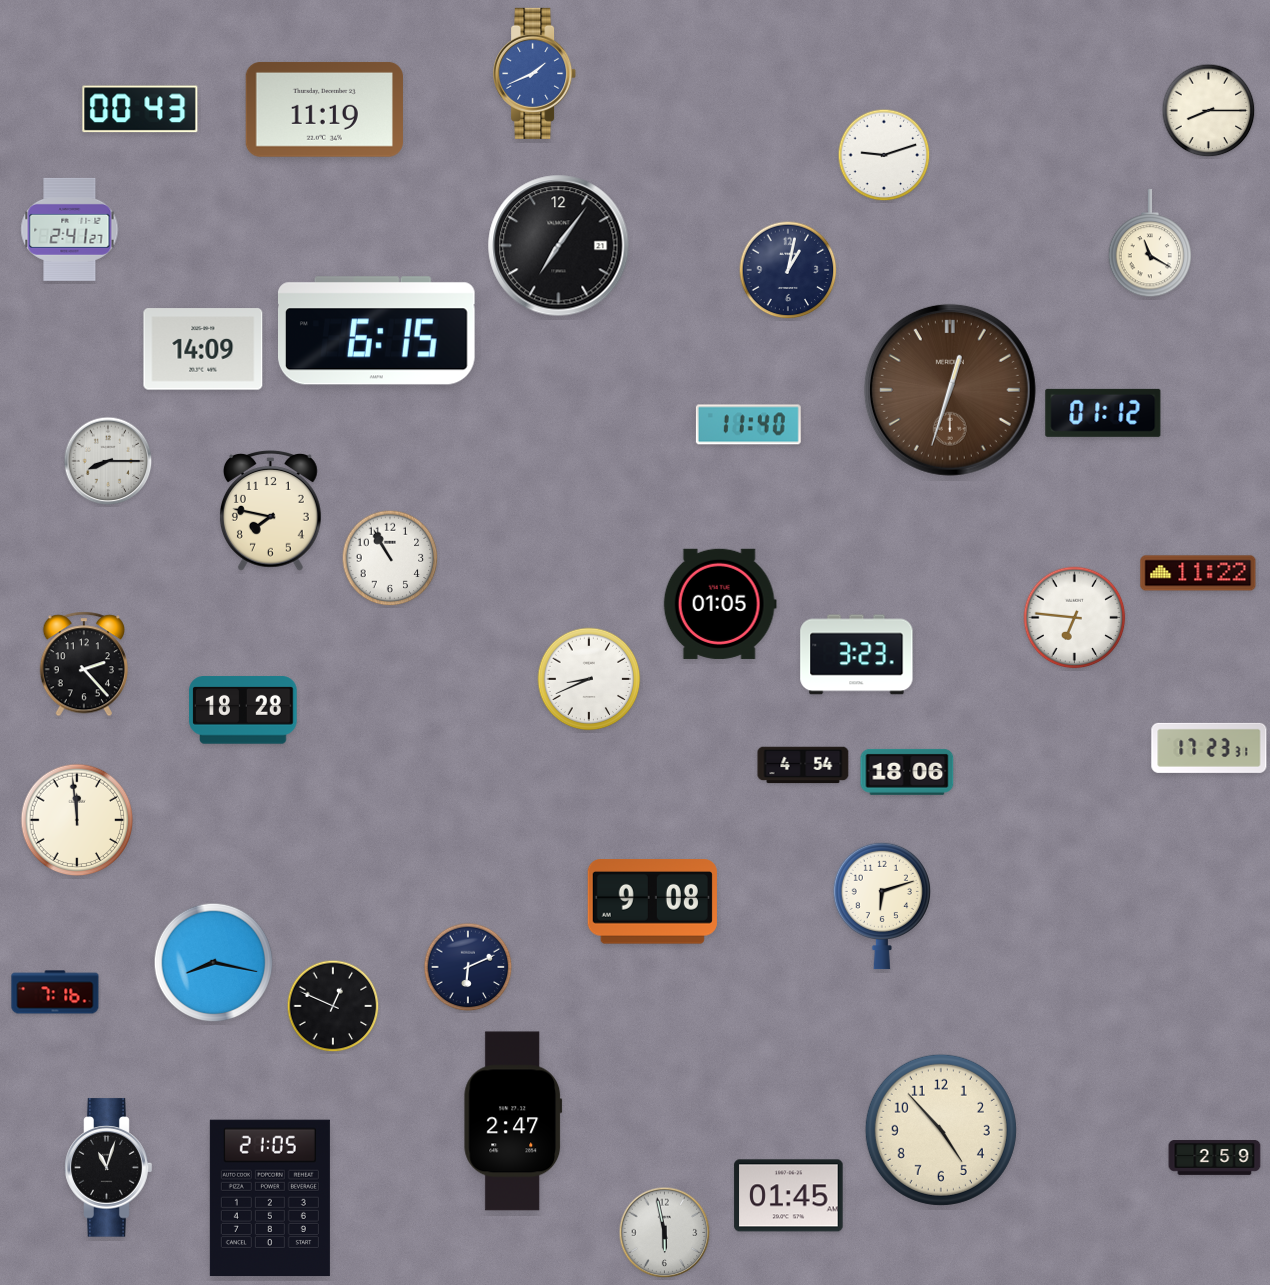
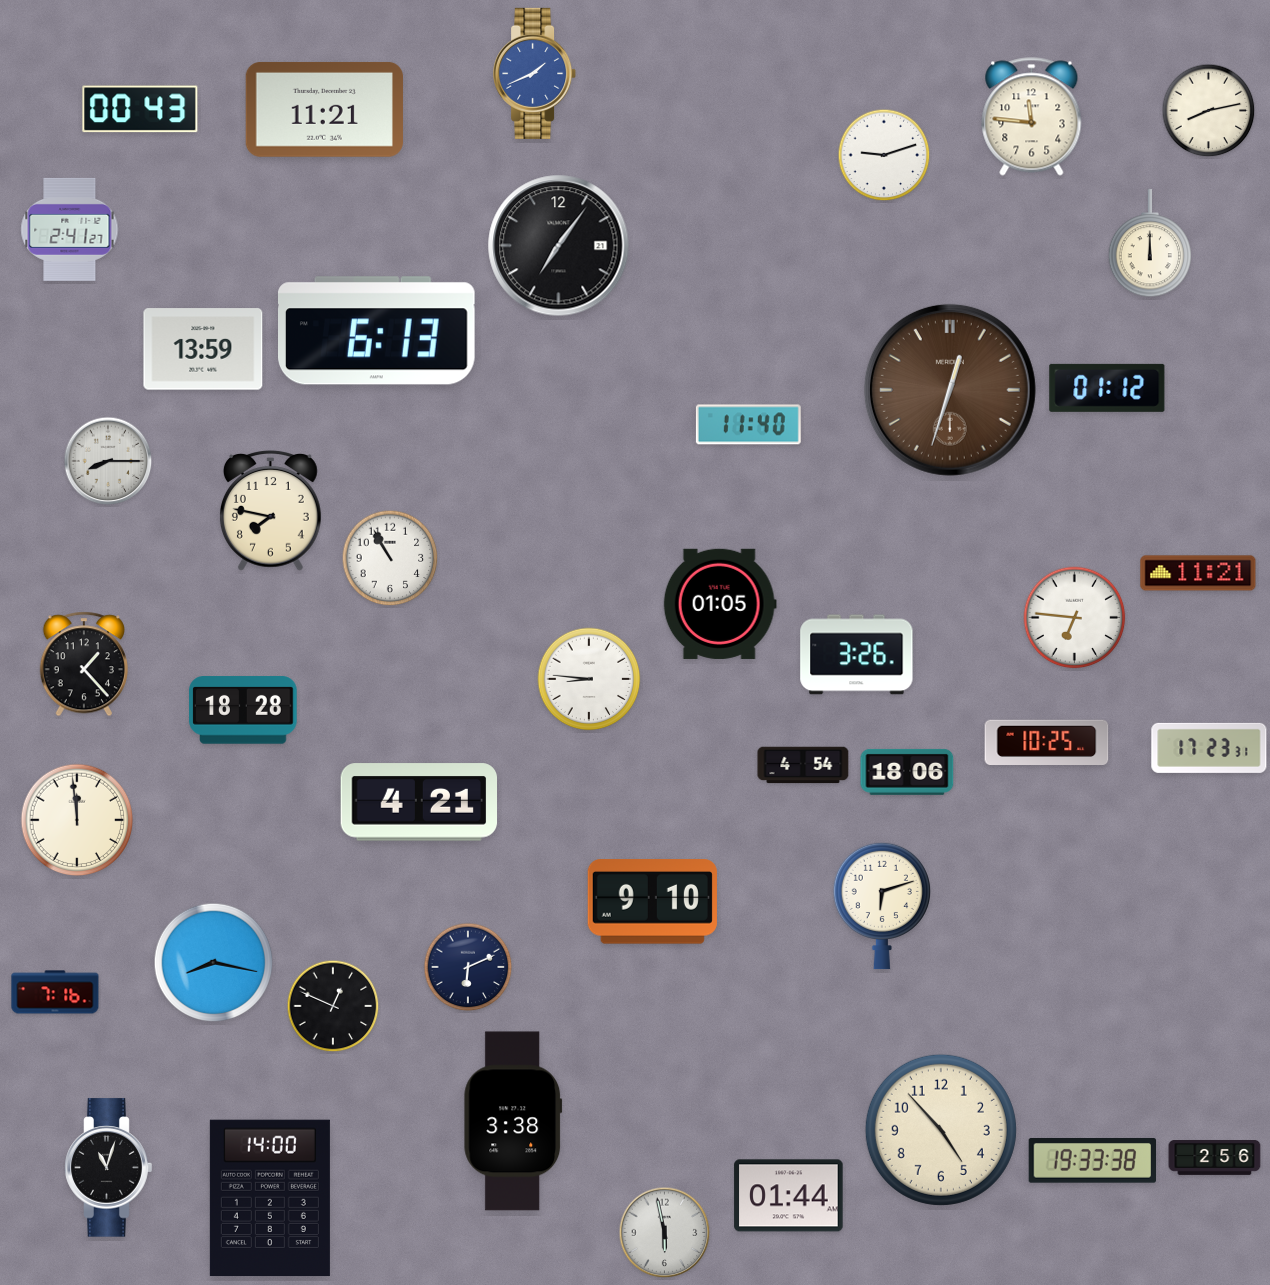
clock at (324, 109): 11:19 -> 11:21
clock at (1209, 111): 8:15 -> 8:13
clock at (1032, 117): none -> 11:46
clock at (1150, 244): 11:20 -> 12:00
clock at (788, 270): 1:02 -> none
clock at (377, 331): 6:15 -> 6:13
clock at (203, 349): 14:09 -> 13:59
clock at (1103, 413) position: (1103, 413) -> (1107, 388)
clock at (1198, 573): 11:22 -> 11:21
clock at (857, 655): 3:23 -> 3:26
clock at (83, 664): 2:23 -> 1:23
clock at (589, 679): 8:41 -> 8:46
clock at (1047, 742): none -> 10:25
clock at (419, 802): none -> 4:21
clock at (652, 902): 9:08 -> 9:10
clock at (513, 1121): 2:47 -> 3:38
clock at (1215, 1158): 2:59 -> 2:56
clock at (1092, 1161): none -> 19:33
clock at (789, 1196): 01:45 -> 01:44
clock at (270, 1198): 21:05 -> 14:00
